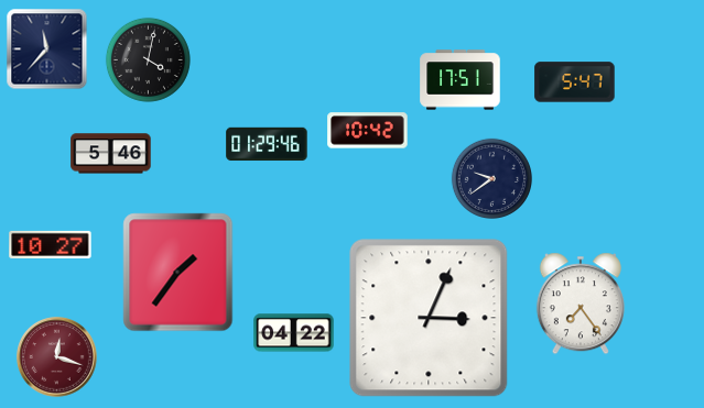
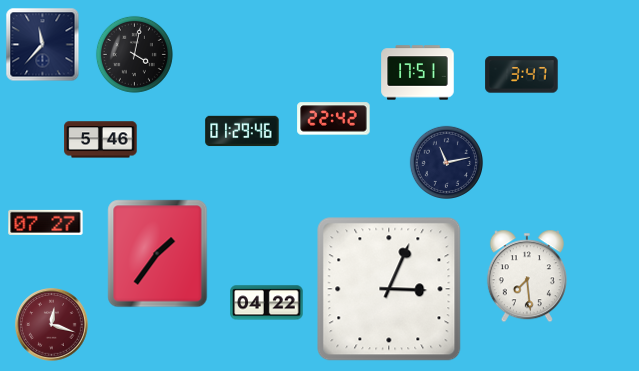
clock at (575, 82): 5:47 -> 3:47
clock at (368, 131): 10:42 -> 22:42
clock at (491, 178): 9:39 -> 11:13
clock at (51, 244): 10:27 -> 07:27
clock at (178, 273) position: (178, 273) -> (158, 254)
clock at (581, 304): 7:24 -> 7:29
